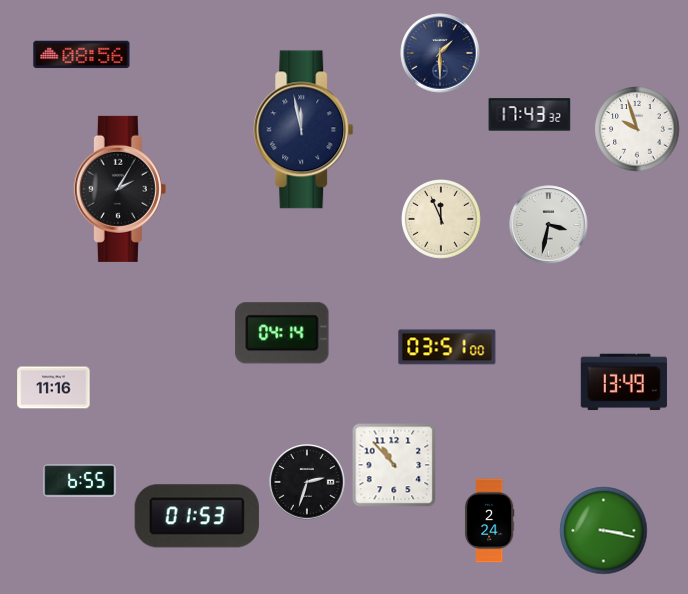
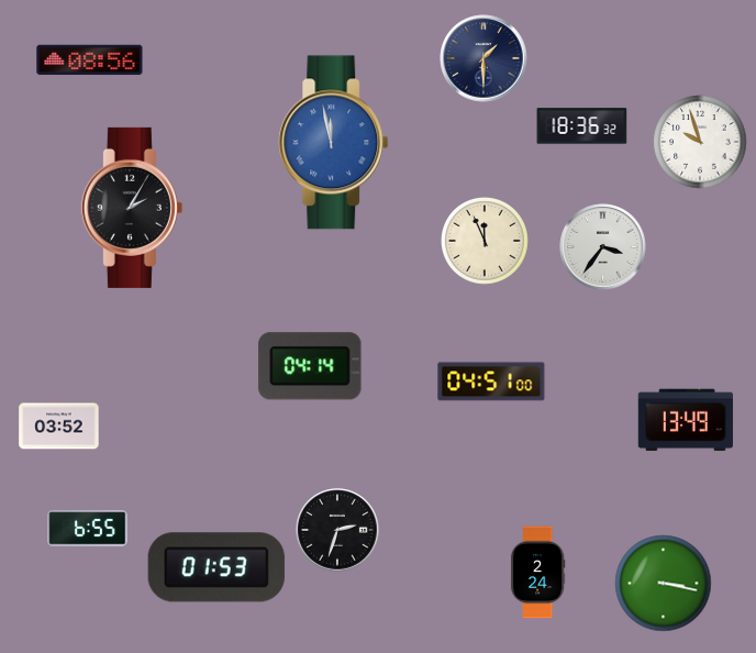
clock at (530, 115): 17:43 -> 18:36
clock at (304, 130) dial: navy -> blue
clock at (549, 225): 3:32 -> 3:36
clock at (447, 347): 03:51 -> 04:51
clock at (54, 388): 11:16 -> 03:52
clock at (394, 465): 10:53 -> none
